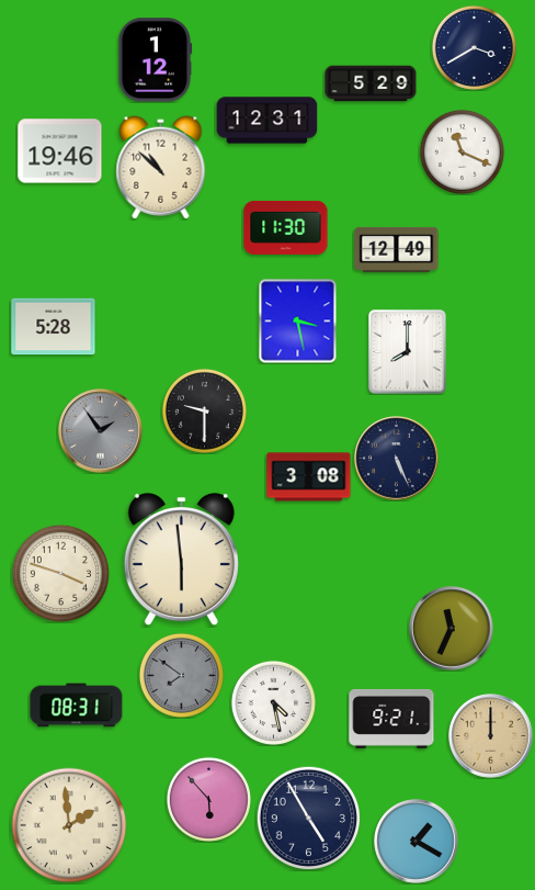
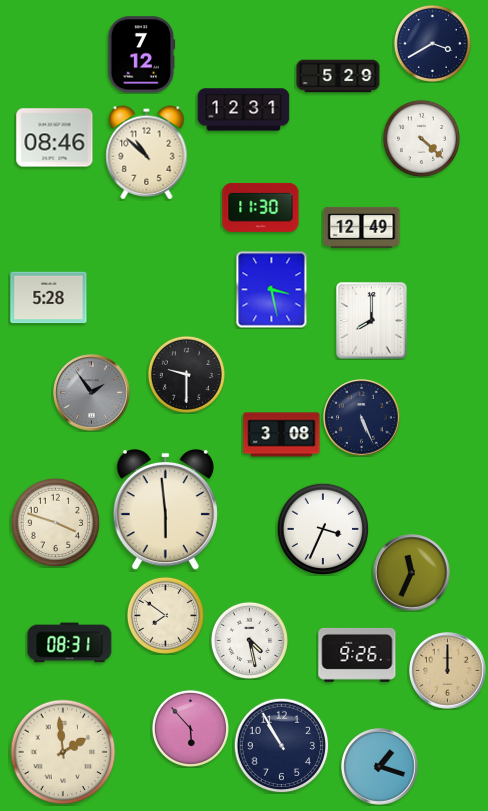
clock at (156, 60): 1:12 -> 7:12
clock at (60, 151): 19:46 -> 08:46
clock at (462, 151): 11:19 -> 4:22
clock at (298, 320) position: (298, 320) -> (272, 289)
clock at (322, 528): none -> 3:34
clock at (181, 675) dial: grey -> cream
clock at (391, 719): 9:21 -> 9:26
clock at (308, 818): 4:55 -> 10:55
clock at (417, 842): 1:20 -> 1:18
